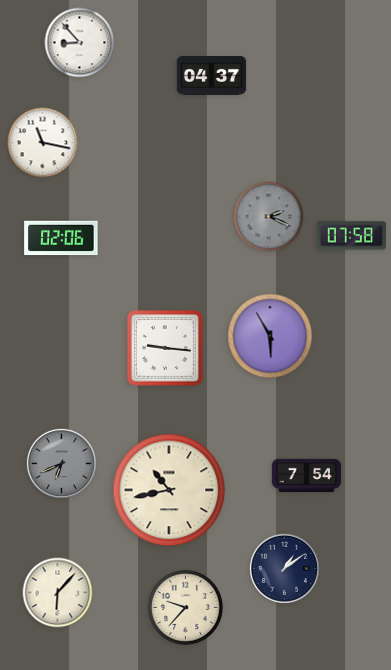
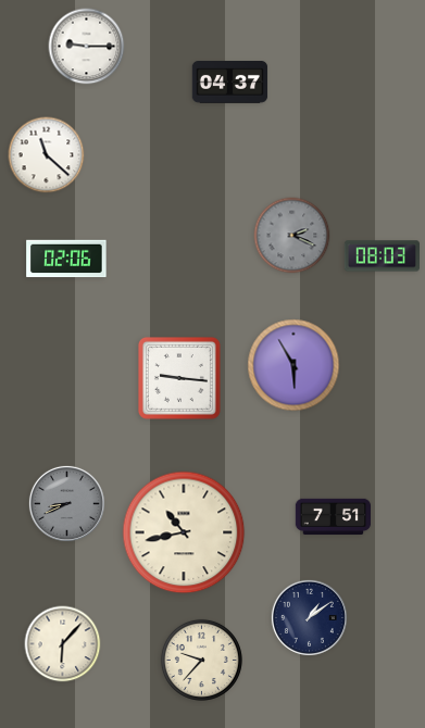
clock at (80, 43): 8:53 -> 9:15
clock at (43, 143): 11:17 -> 11:22
clock at (351, 236): 07:58 -> 08:03
clock at (61, 463): 6:41 -> 8:41
clock at (307, 475): 7:54 -> 7:51
